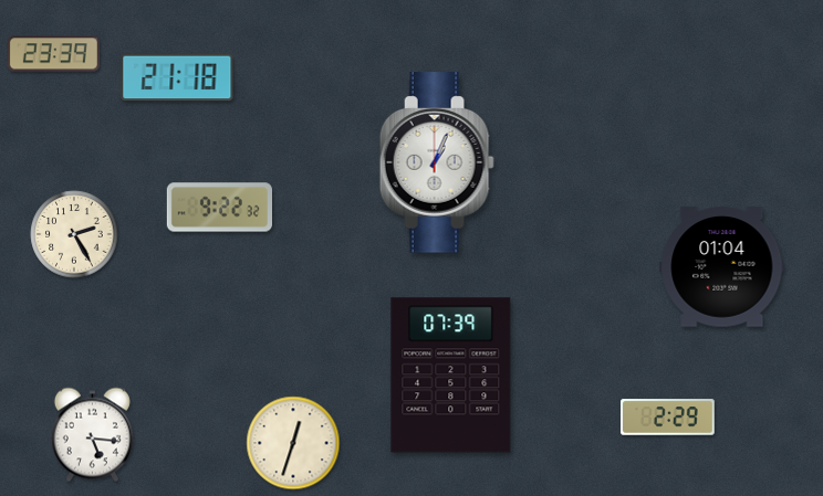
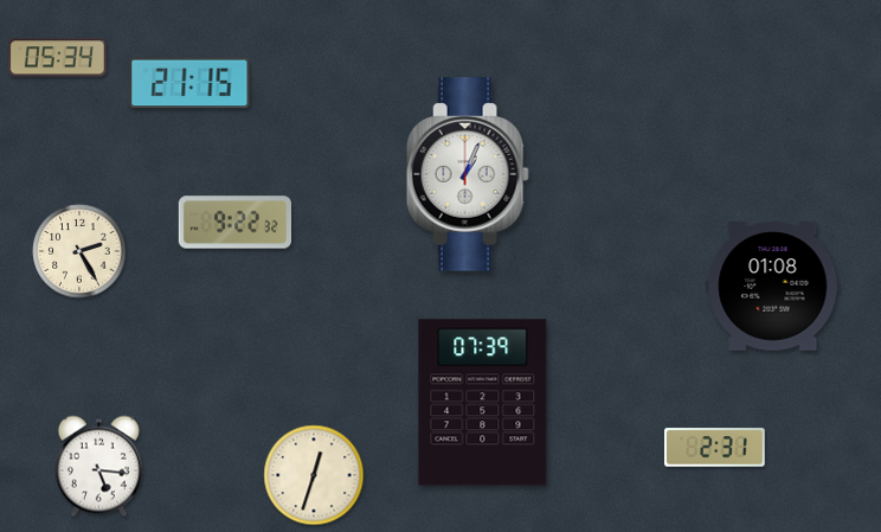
clock at (53, 54): 23:39 -> 05:34
clock at (177, 77): 21:18 -> 21:15
clock at (722, 267): 01:04 -> 01:08
clock at (668, 418): 2:29 -> 2:31
